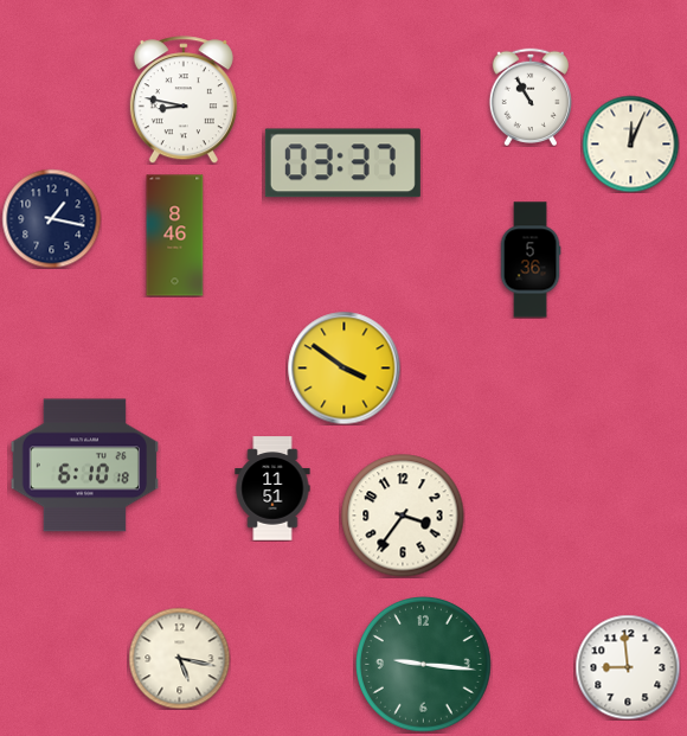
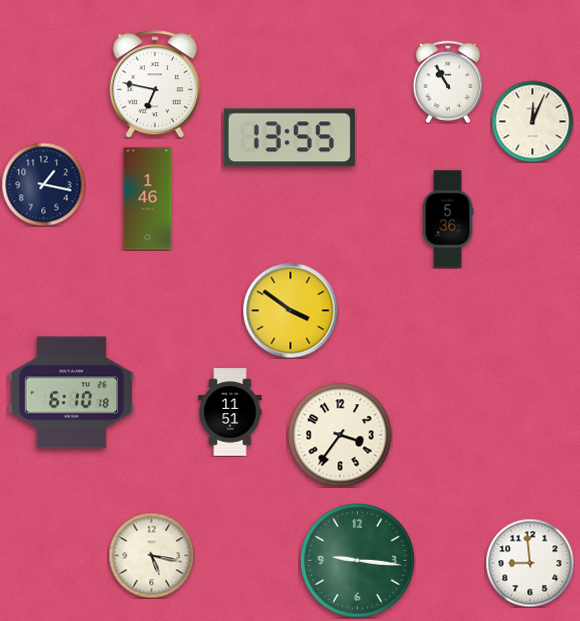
clock at (184, 100): 8:47 -> 6:47
clock at (342, 164): 03:37 -> 13:55
clock at (175, 236): 8:46 -> 1:46
